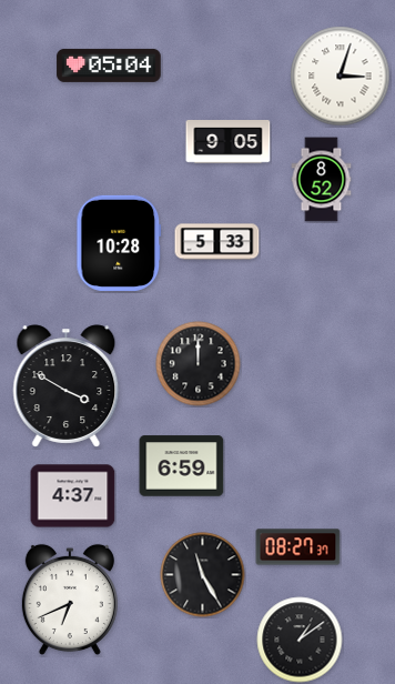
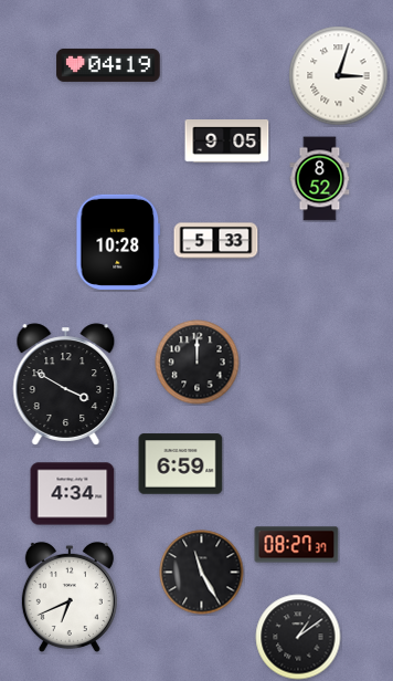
clock at (109, 66): 05:04 -> 04:19
clock at (73, 496): 4:37 -> 4:34
